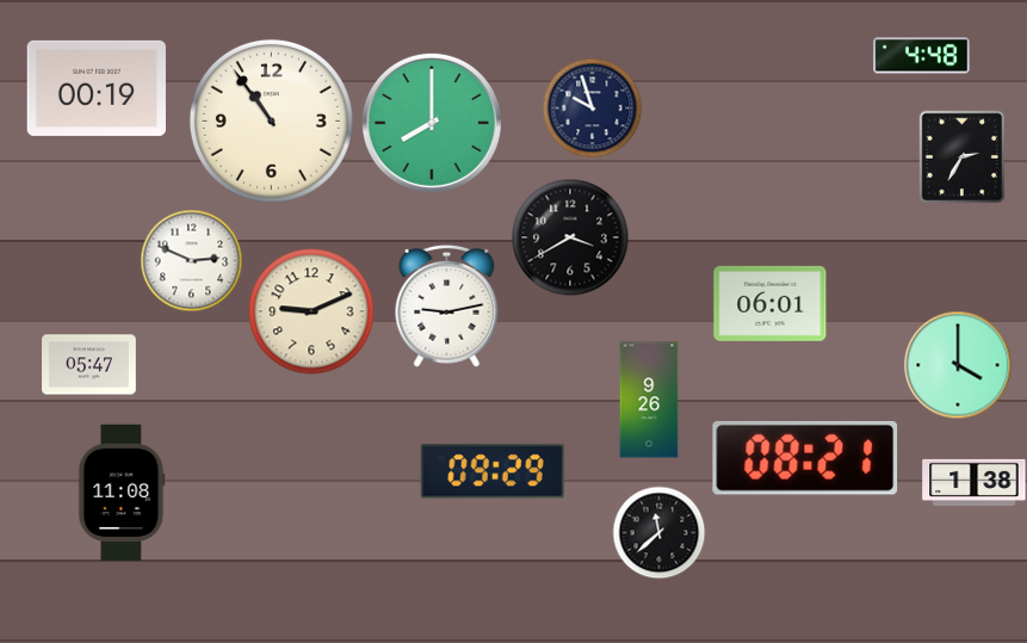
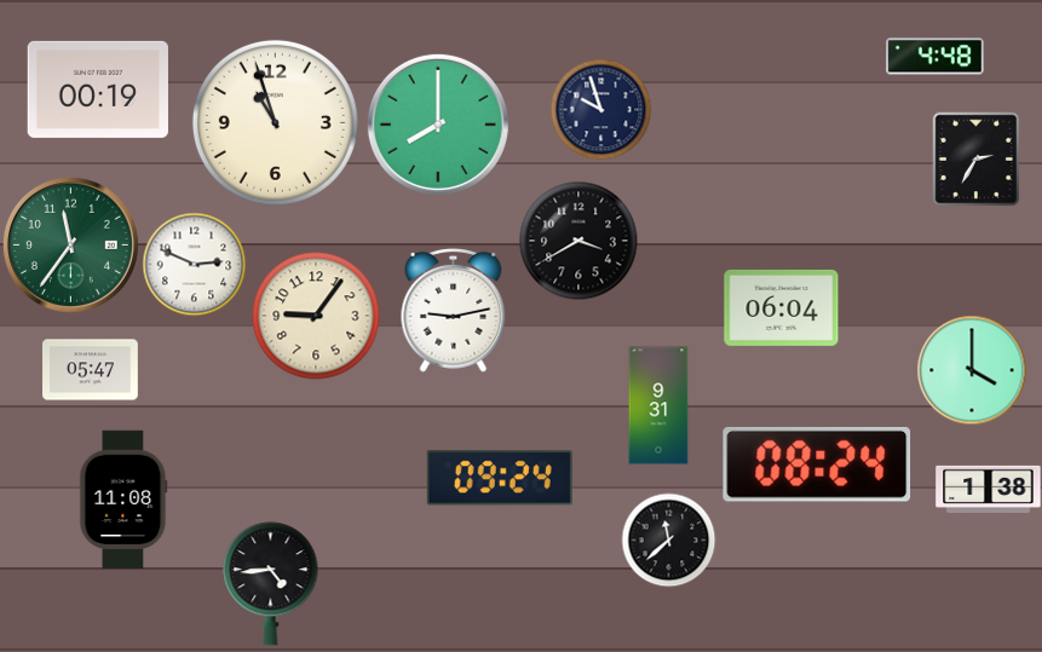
clock at (271, 120): 10:54 -> 10:57
clock at (70, 244): none -> 11:36
clock at (771, 303): 06:01 -> 06:04
clock at (311, 311): 9:11 -> 9:06
clock at (649, 400): 9:26 -> 9:31
clock at (805, 458): 08:21 -> 08:24
clock at (493, 471): 09:29 -> 09:24
clock at (271, 584): none -> 4:44
